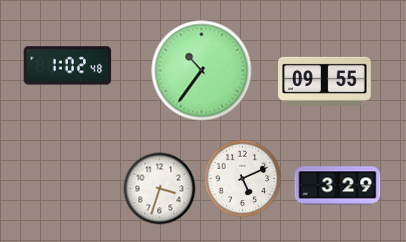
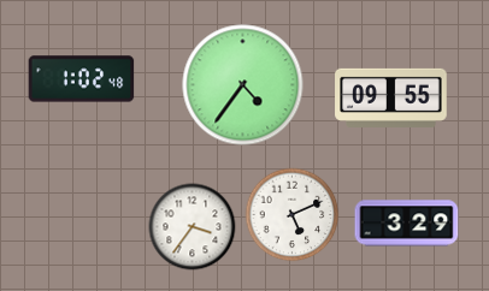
clock at (202, 71): 10:36 -> 4:36
clock at (160, 189): 3:33 -> 3:36
